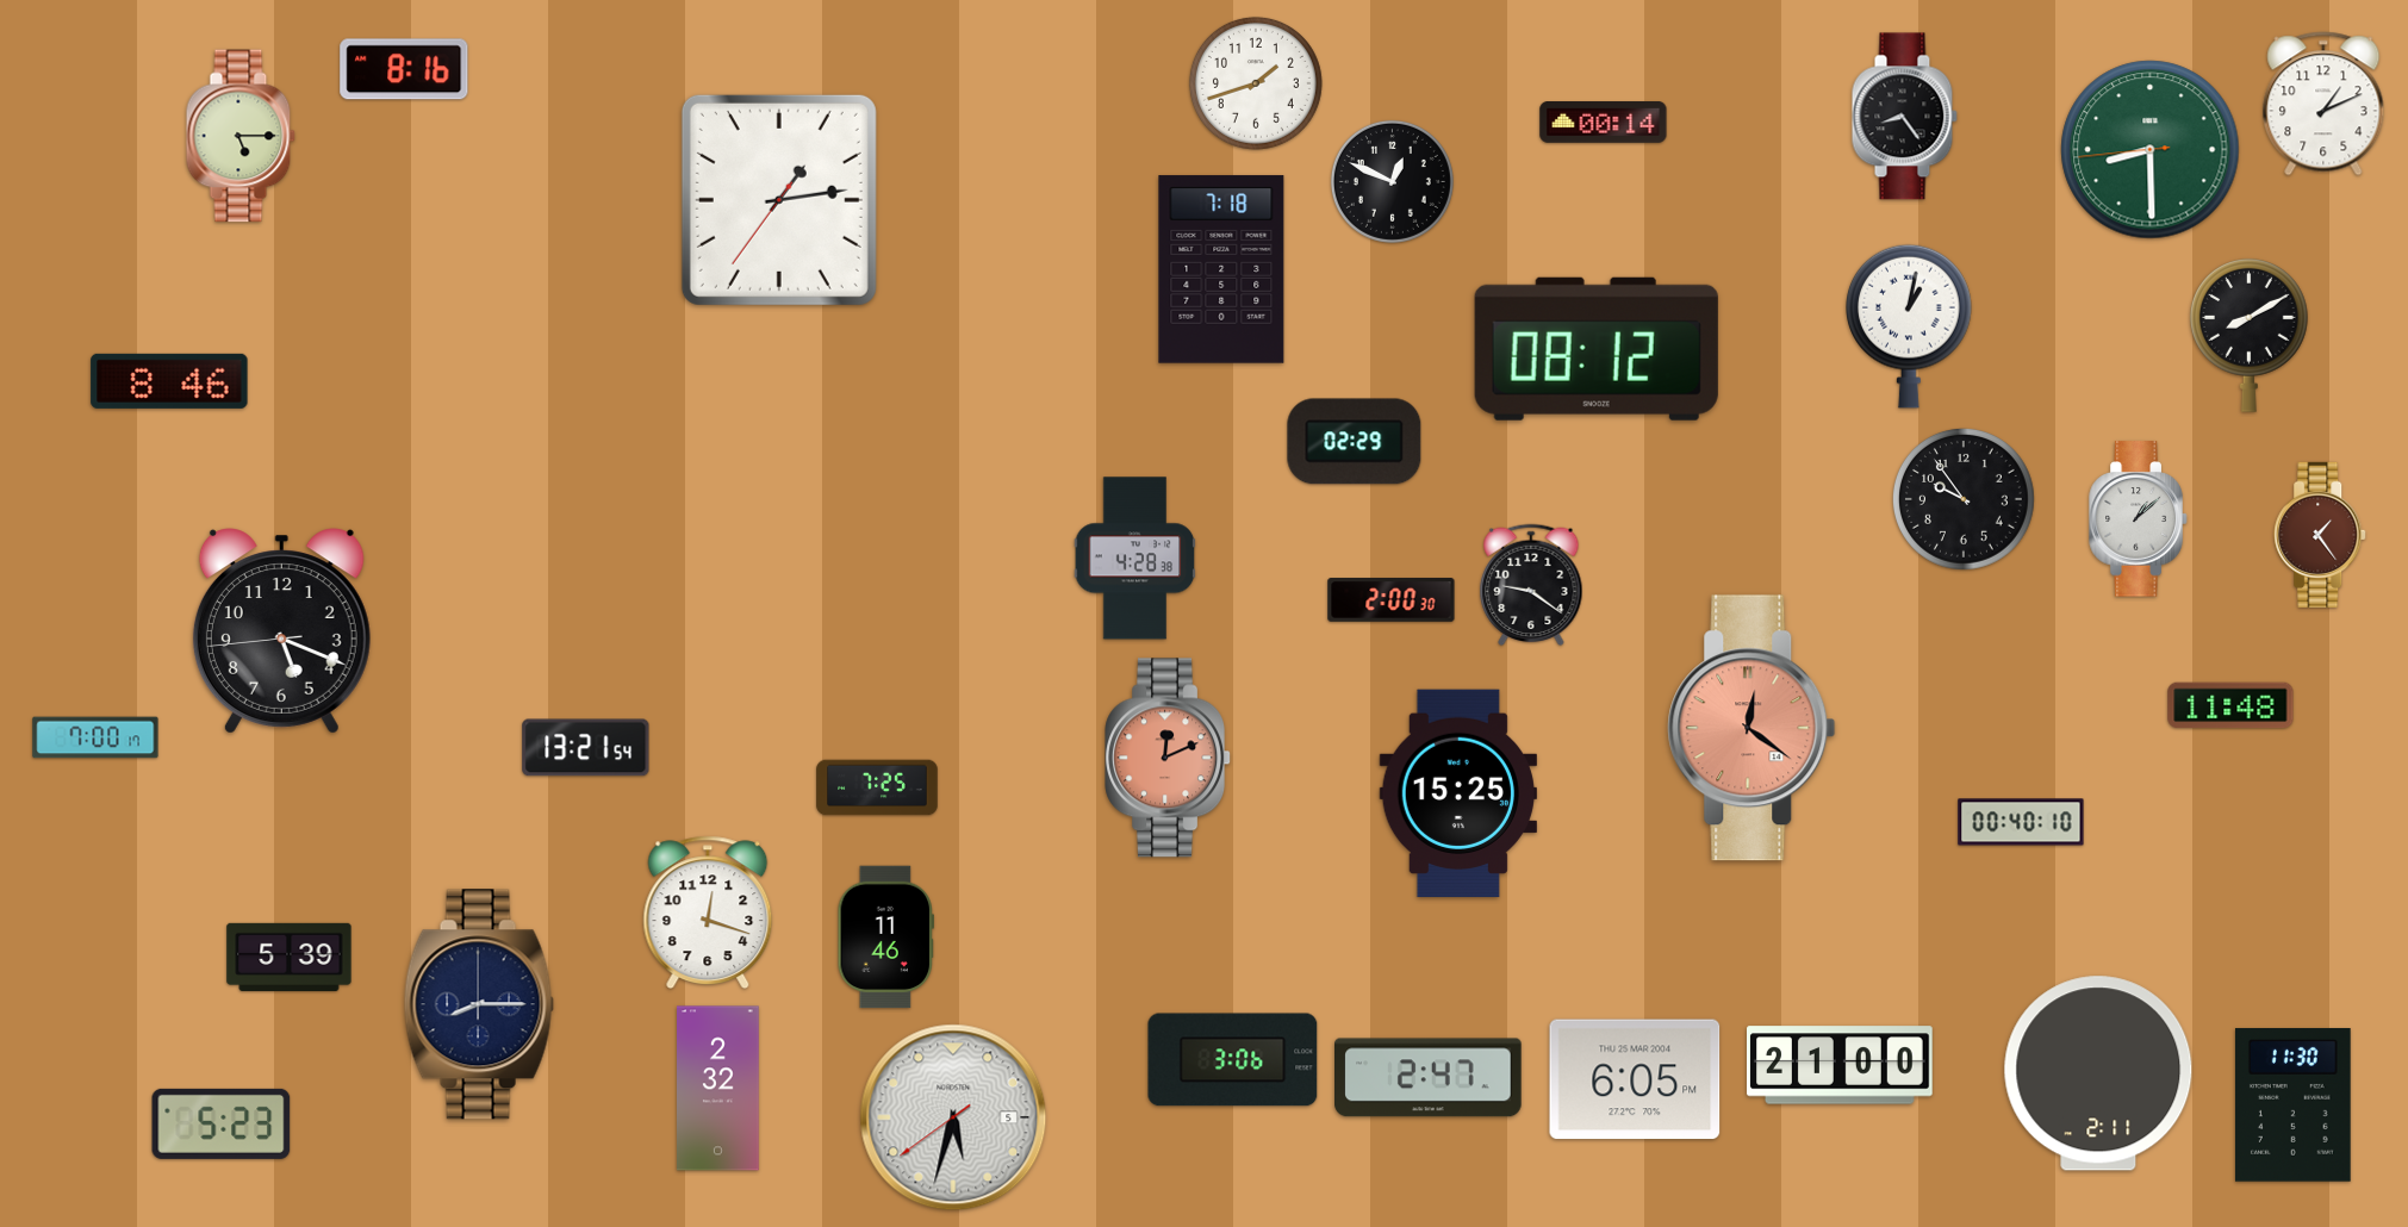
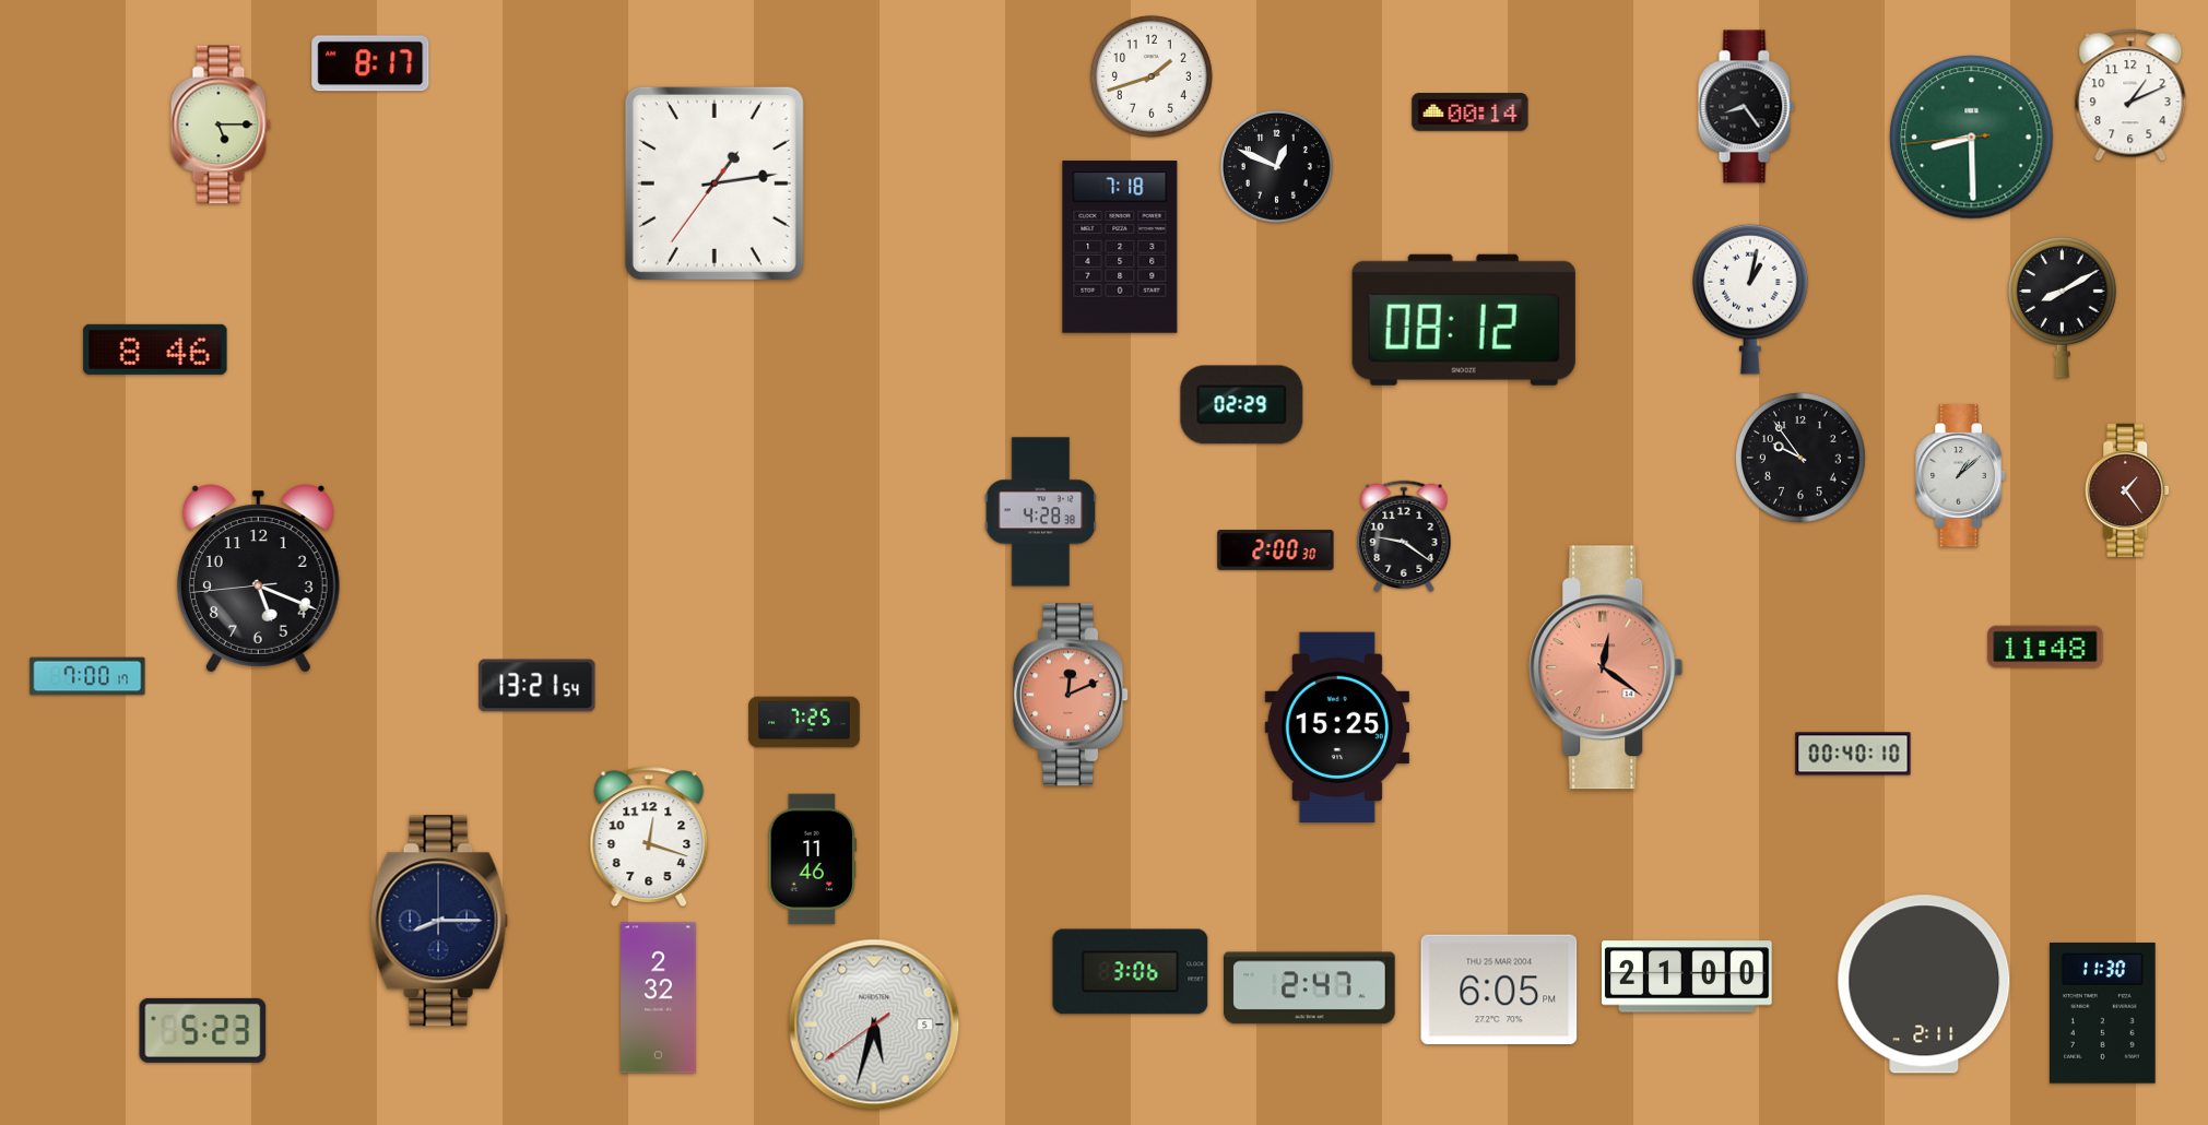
clock at (404, 69): 8:16 -> 8:17
clock at (290, 957): 5:39 -> none
